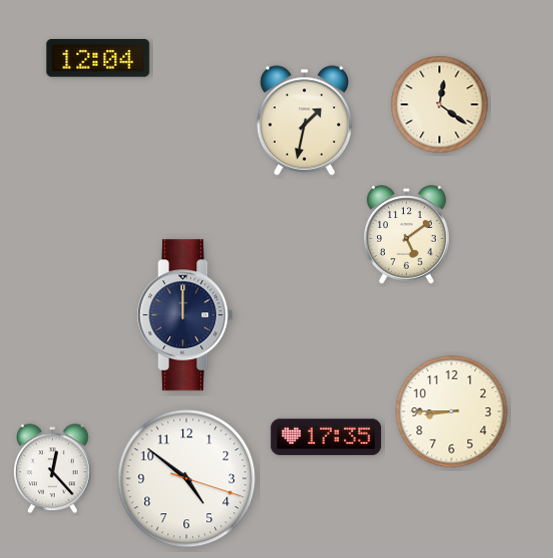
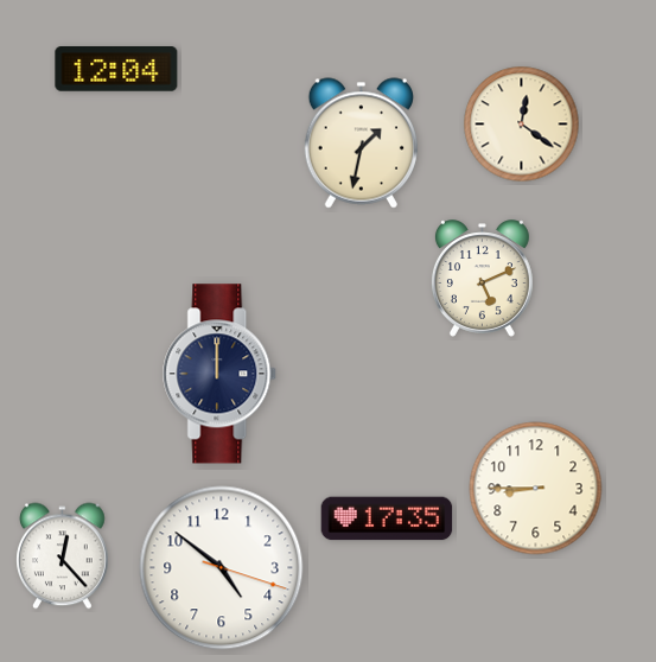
clock at (406, 235): 5:09 -> 5:11
